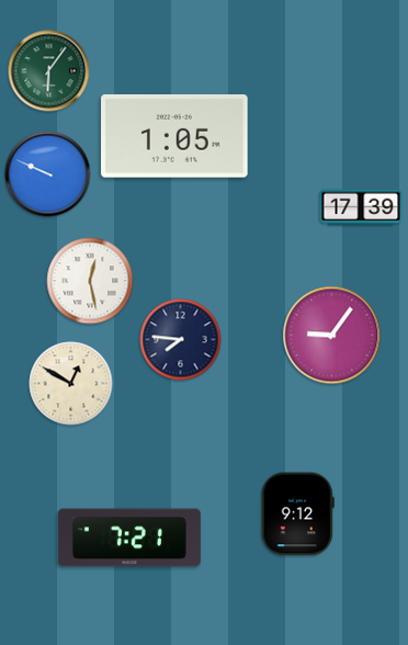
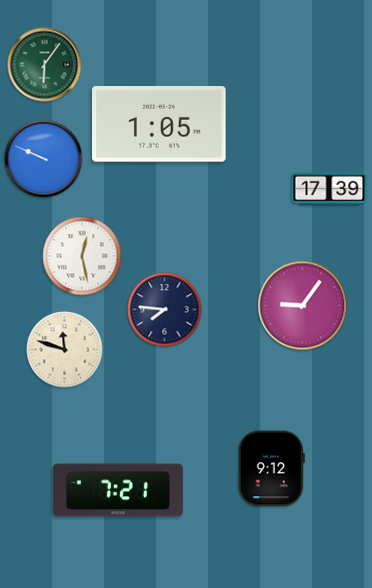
clock at (71, 384): 12:50 -> 11:48
